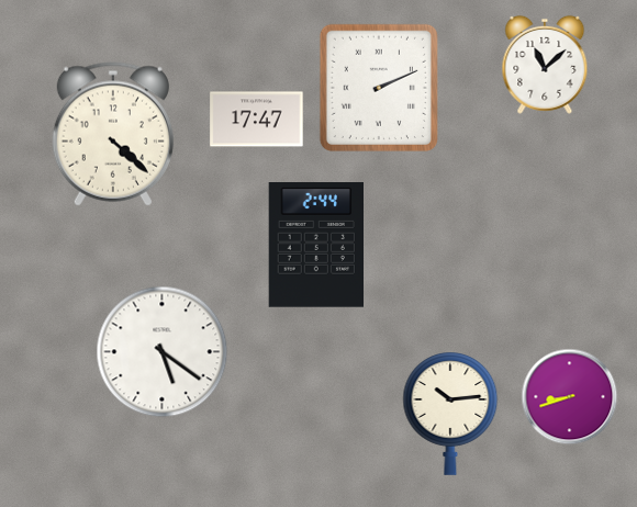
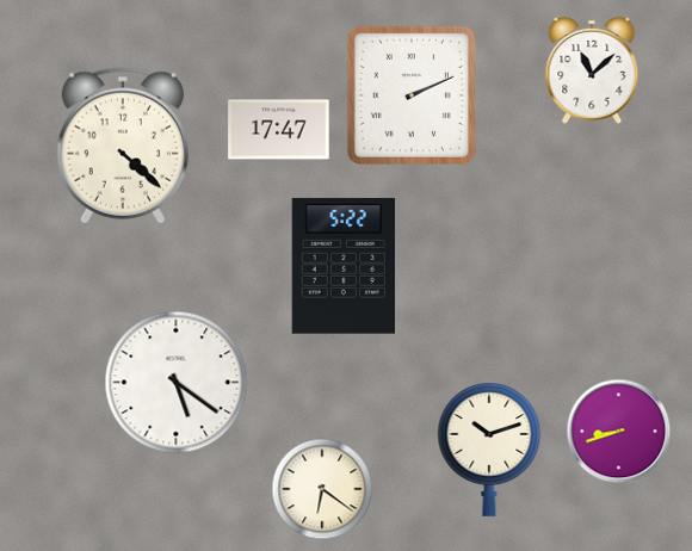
clock at (315, 246): 2:44 -> 5:22
clock at (450, 414): 10:14 -> 10:12
clock at (322, 489): none -> 6:21
